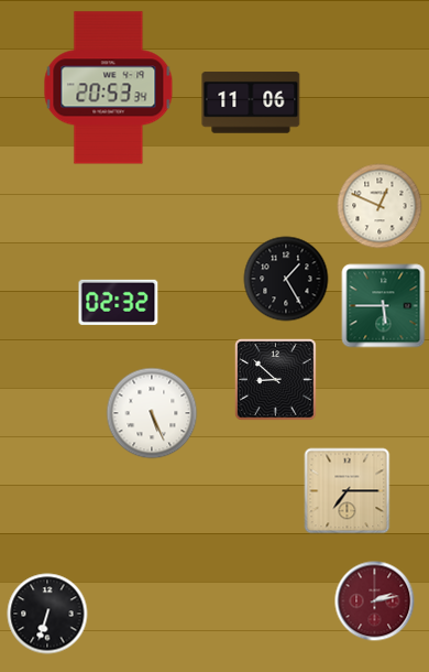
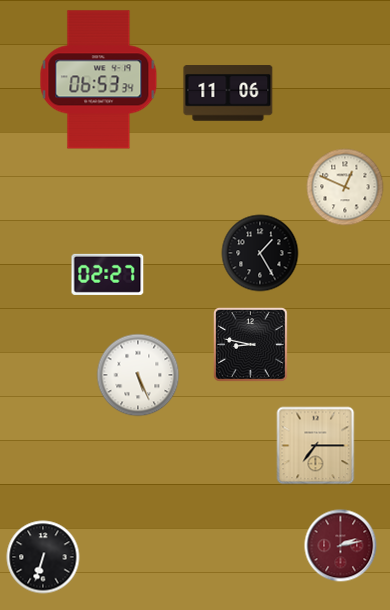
clock at (109, 88): 20:53 -> 06:53
clock at (119, 302): 02:32 -> 02:27
clock at (384, 306): 5:45 -> none
clock at (276, 380): 8:52 -> 8:47
